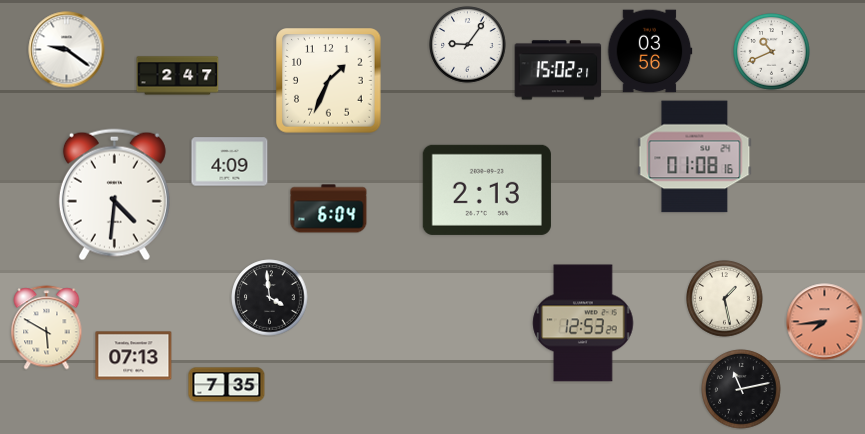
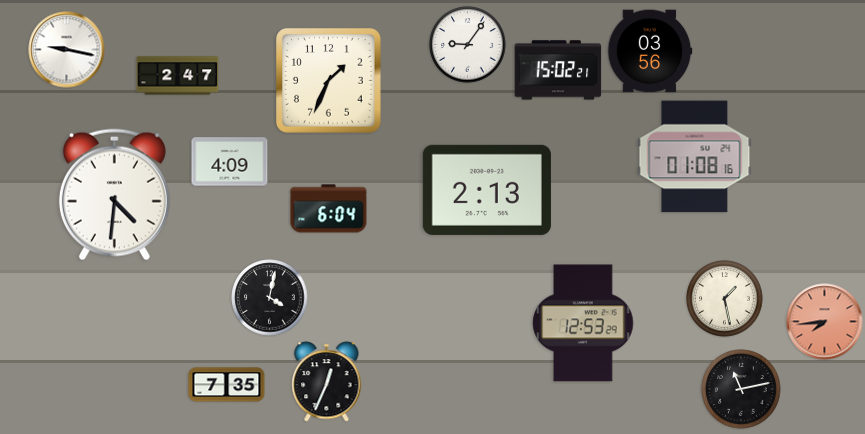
clock at (67, 50): 9:21 -> 9:17
clock at (772, 52): 10:41 -> none
clock at (270, 298): 3:59 -> 4:02
clock at (47, 328): 5:50 -> none
clock at (134, 356): 07:13 -> none
clock at (327, 382): none -> 12:34
